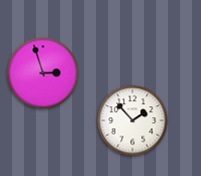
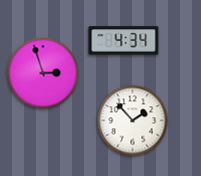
clock at (124, 41): none -> 4:34
